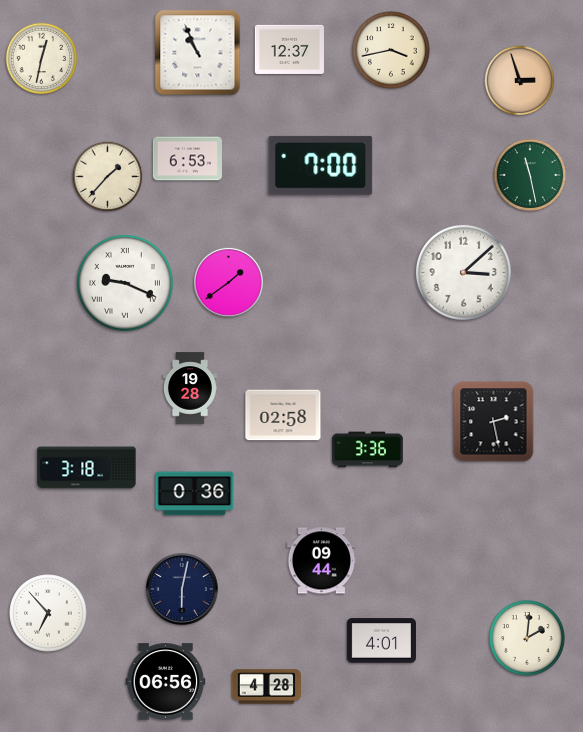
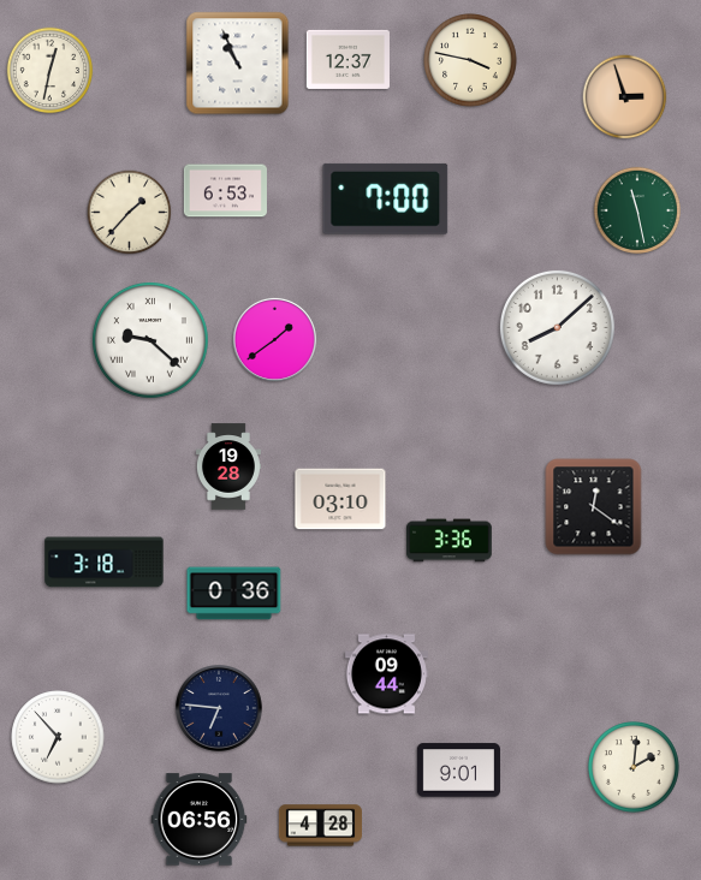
clock at (391, 50): 3:43 -> 3:47
clock at (463, 272): 3:08 -> 8:08
clock at (125, 283): 9:19 -> 9:22
clock at (283, 415): 02:58 -> 03:10
clock at (494, 422): 2:28 -> 12:21
clock at (368, 450) position: (368, 450) -> (450, 541)
clock at (182, 589): 6:02 -> 6:46
clock at (381, 641): 4:01 -> 9:01
